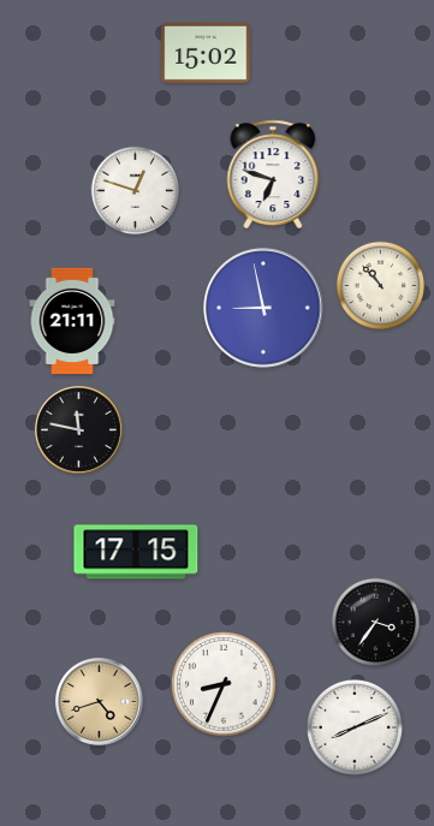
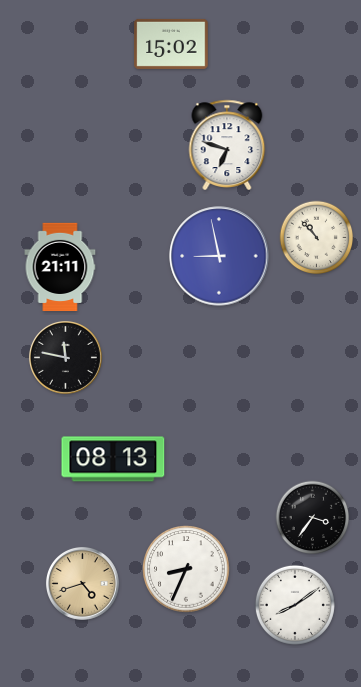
clock at (136, 191): 12:48 -> none
clock at (136, 552): 17:15 -> 08:13
clock at (355, 727): 8:11 -> 8:09
